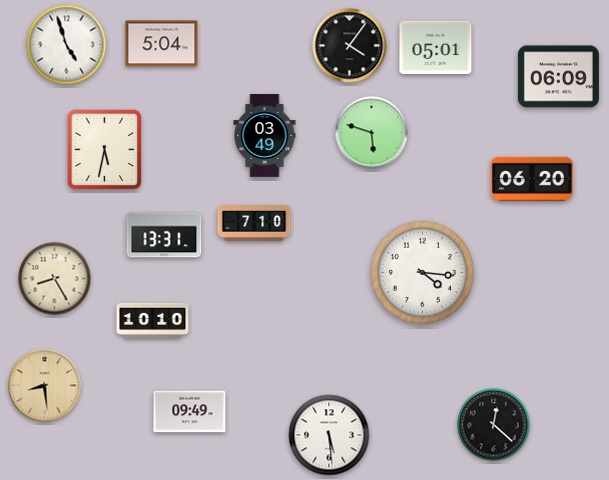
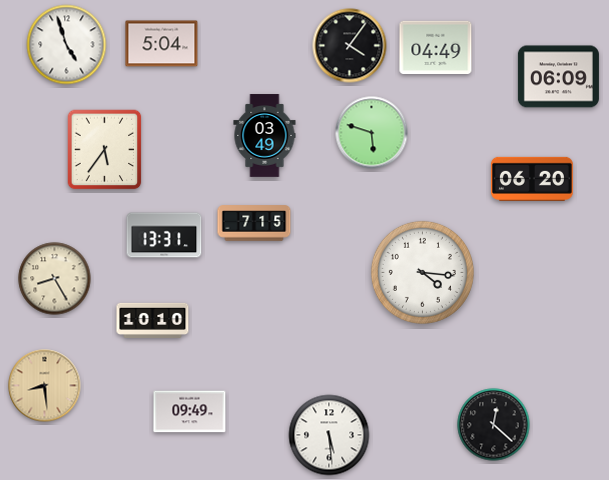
clock at (436, 48): 05:01 -> 04:49
clock at (105, 150): 5:32 -> 5:36
clock at (254, 223): 7:10 -> 7:15
